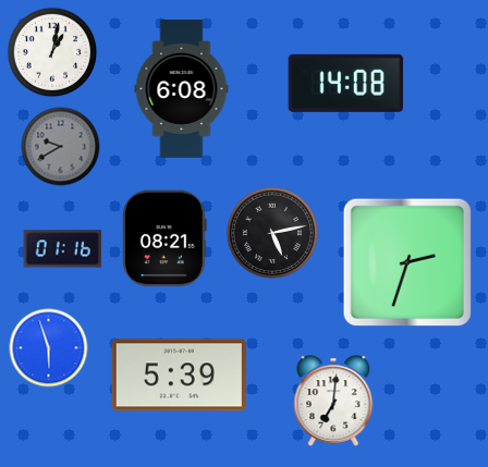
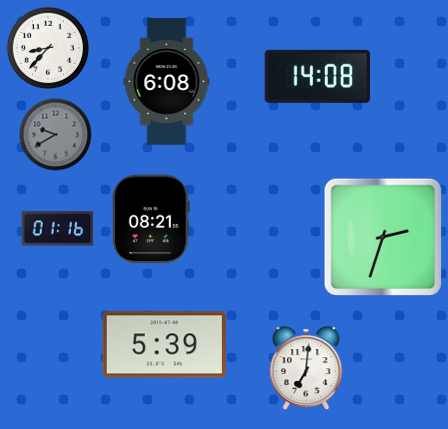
clock at (52, 52): 1:02 -> 8:37
clock at (271, 232): 5:13 -> none
clock at (406, 261) position: (406, 261) -> (382, 236)
clock at (49, 348): 5:57 -> none
